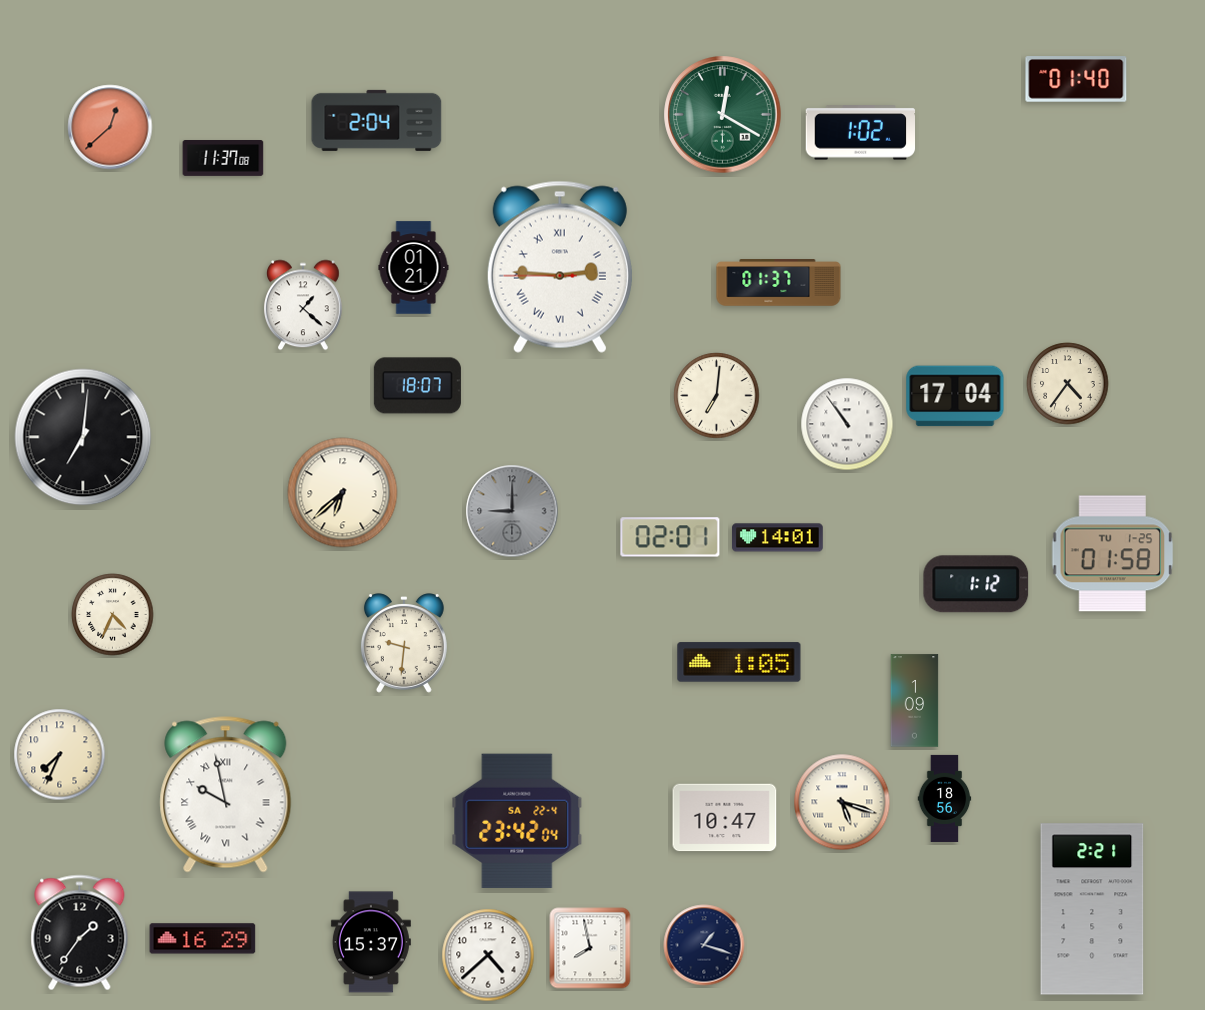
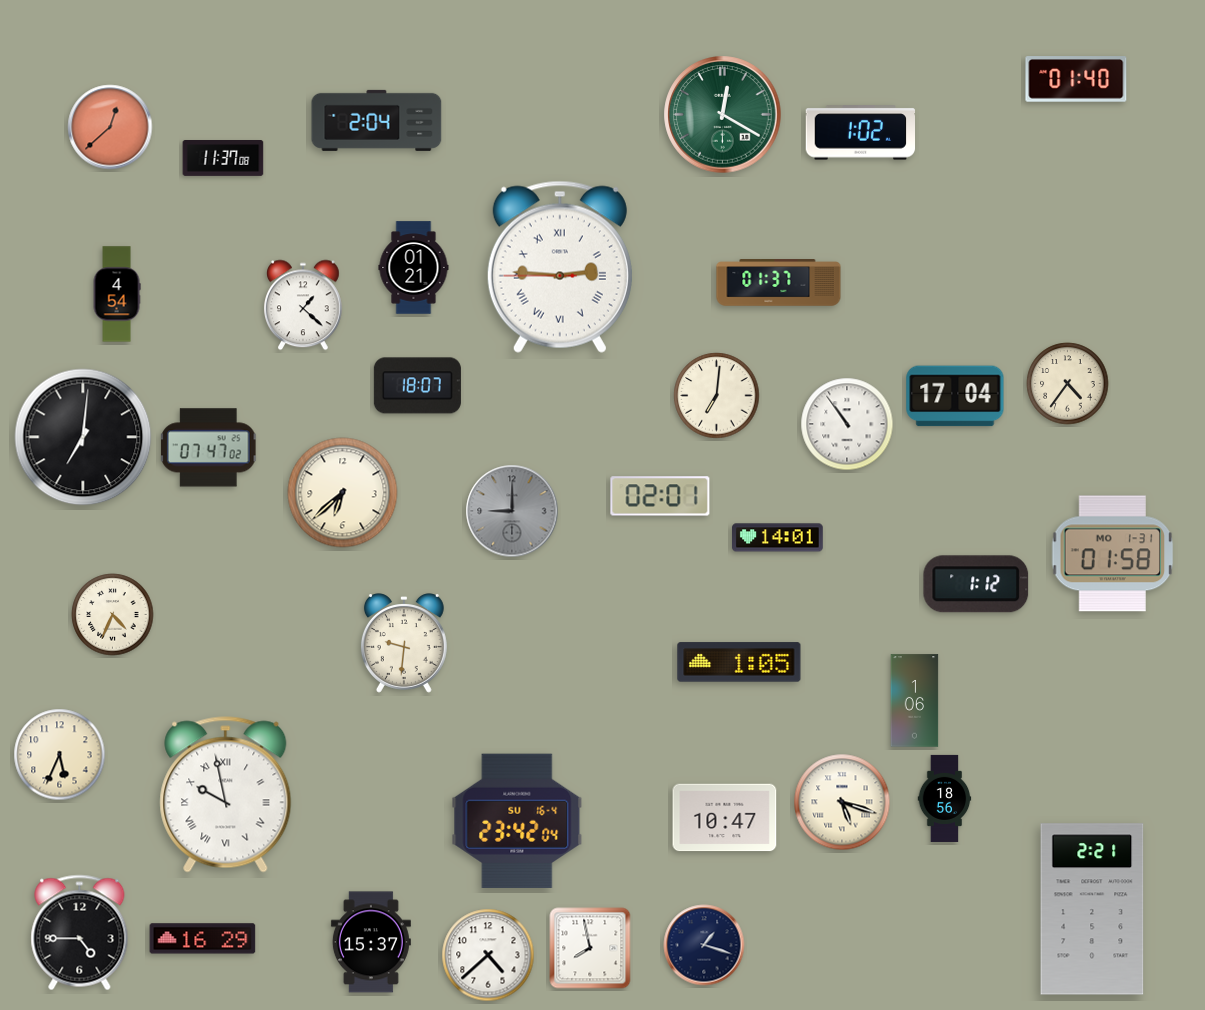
clock at (117, 294): none -> 4:54
clock at (208, 448): none -> 07:47
clock at (670, 537) position: (670, 537) -> (660, 496)
clock at (1113, 554) date: TU 1-25 -> MO 1-31
clock at (915, 701): 1:09 -> 1:06
clock at (60, 755): 7:34 -> 5:34
clock at (517, 821) date: SA 22-4 -> SU 16-4
clock at (80, 933): 1:36 -> 4:45
